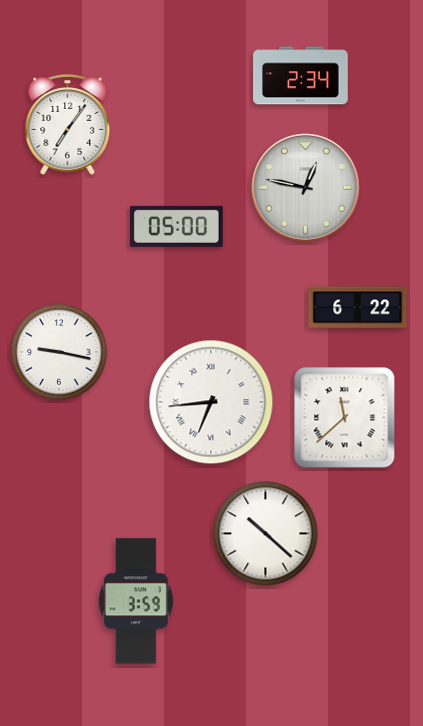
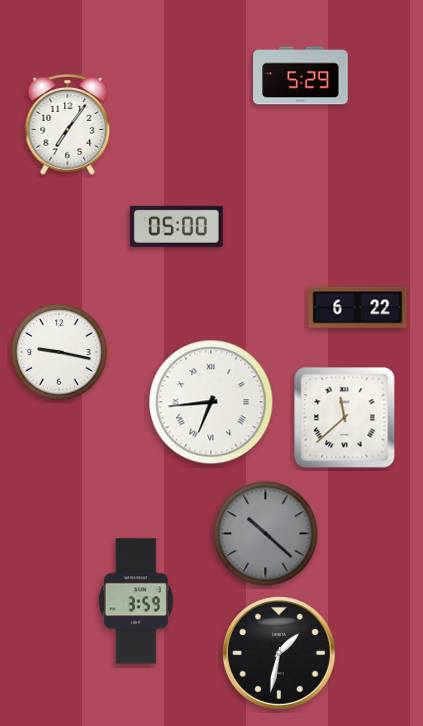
clock at (301, 76): 2:34 -> 5:29
clock at (306, 188): 12:47 -> none
clock at (266, 534) dial: white -> grey
clock at (279, 653): none -> 1:32
